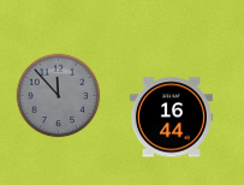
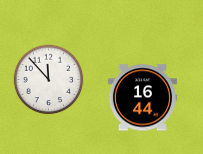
clock at (59, 96) dial: grey -> white
